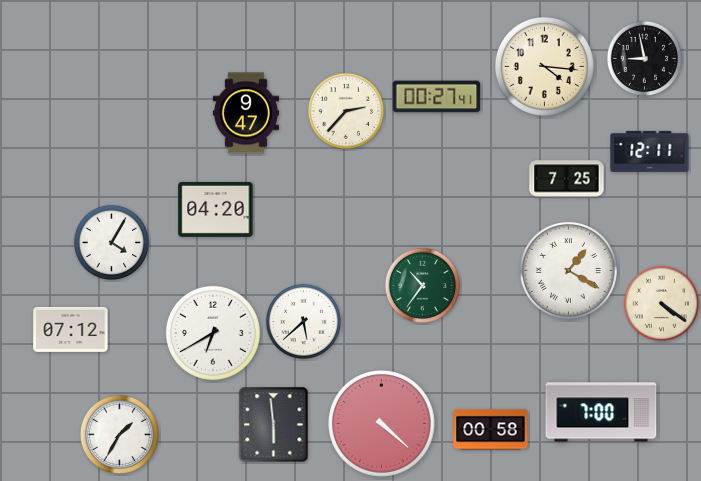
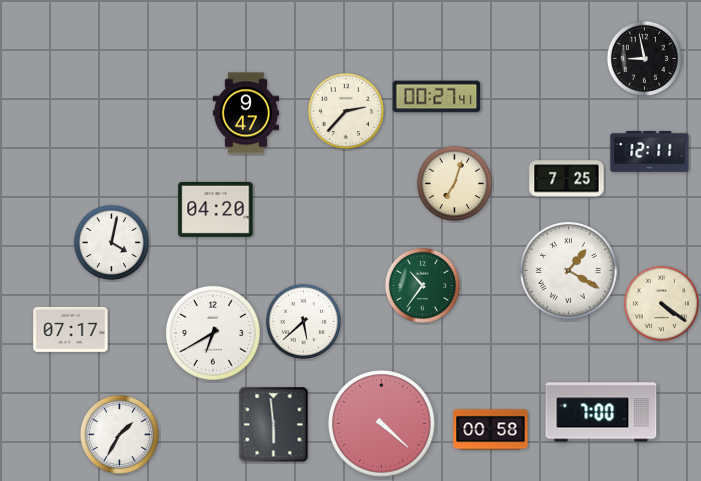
clock at (544, 66): 4:16 -> none
clock at (454, 183): none -> 7:03
clock at (111, 242): 4:05 -> 4:02
clock at (71, 329): 07:12 -> 07:17
